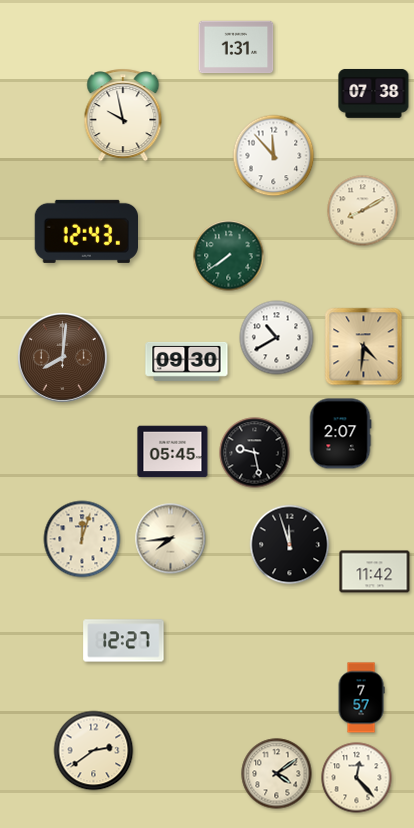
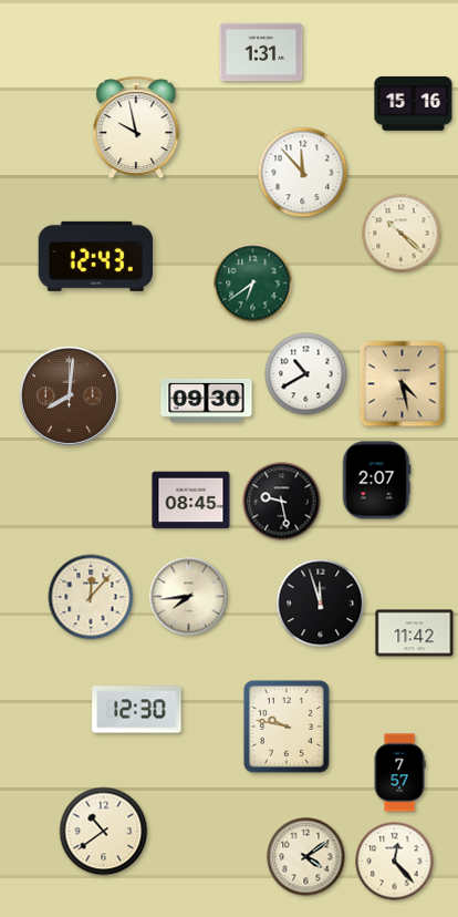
clock at (374, 93): 07:38 -> 15:16
clock at (363, 211): 8:10 -> 10:22
clock at (229, 256): 7:39 -> 6:39
clock at (364, 347): 4:31 -> 4:28
clock at (173, 452): 05:45 -> 08:45
clock at (82, 539): 12:03 -> 12:07
clock at (124, 641): 12:27 -> 12:30
clock at (287, 727): none -> 9:47
clock at (94, 751): 2:39 -> 10:39
